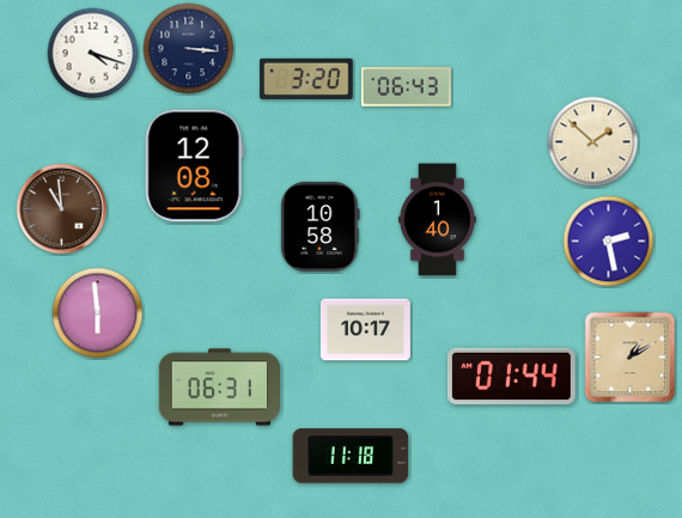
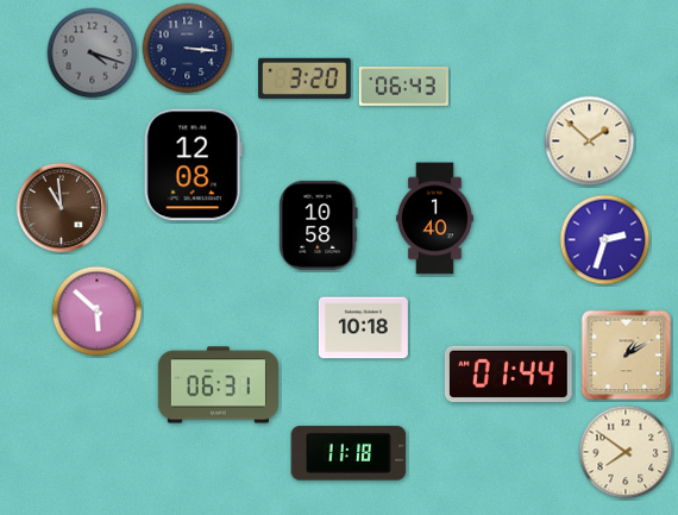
clock at (93, 54) dial: white -> grey
clock at (609, 242): 2:28 -> 2:33
clock at (98, 313): 5:59 -> 5:52
clock at (365, 330): 10:17 -> 10:18
clock at (626, 452): none -> 7:51
